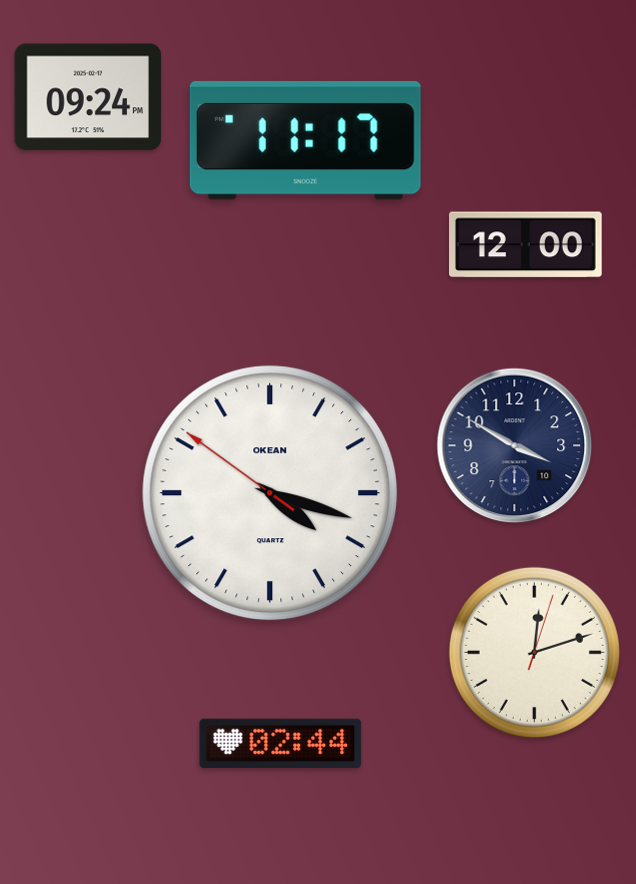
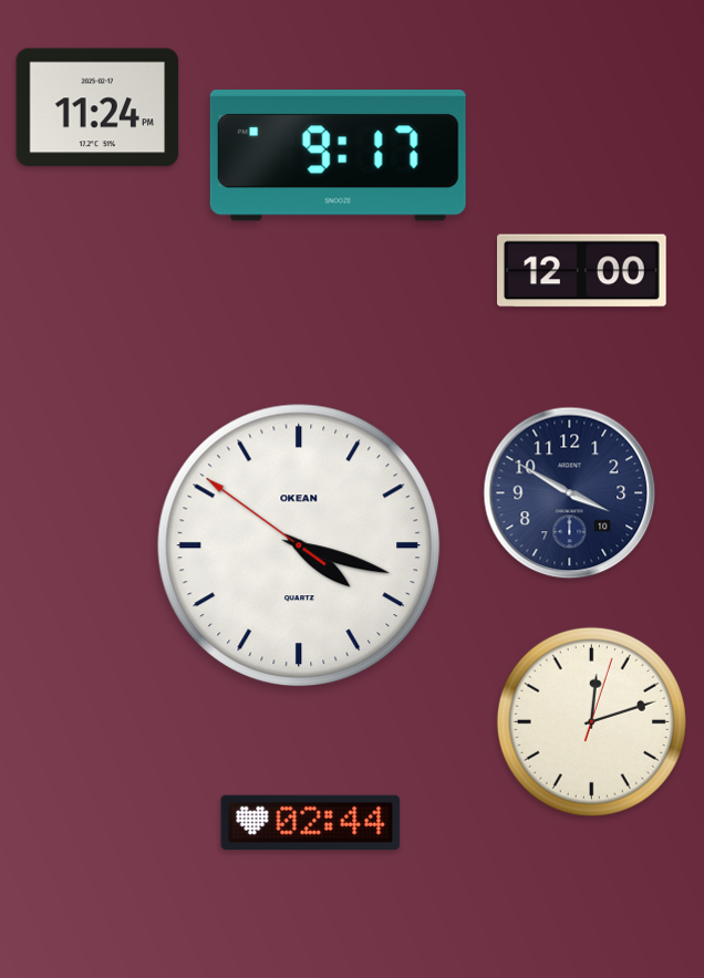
clock at (88, 97): 09:24 -> 11:24
clock at (305, 140): 11:17 -> 9:17
